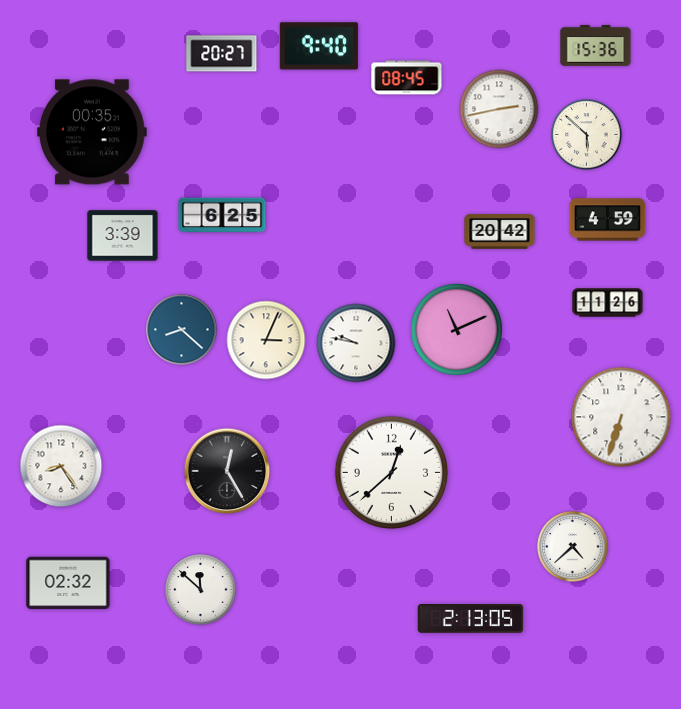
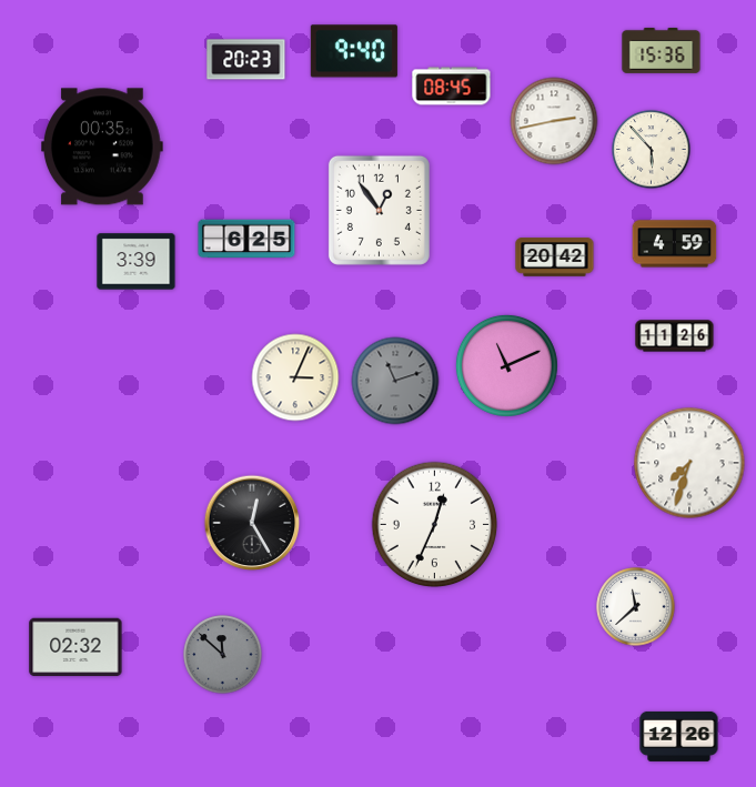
clock at (222, 54): 20:27 -> 20:23
clock at (587, 135): 5:52 -> 5:53
clock at (379, 210): none -> 12:54
clock at (182, 330): 8:22 -> none
clock at (356, 343): 9:47 -> 11:12
clock at (356, 343) dial: white -> grey
clock at (621, 417): 6:33 -> 7:33
clock at (61, 466): 8:24 -> none
clock at (392, 473): 12:38 -> 12:34
clock at (573, 547): 4:38 -> 11:38
clock at (201, 590) dial: white -> grey
clock at (471, 619): 2:13 -> none
clock at (679, 736): none -> 12:26
